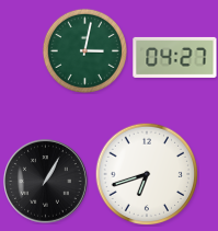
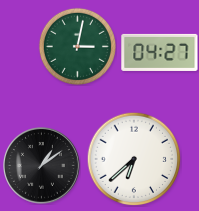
clock at (147, 174): 6:42 -> 6:38
clock at (46, 182): 1:05 -> 1:09
